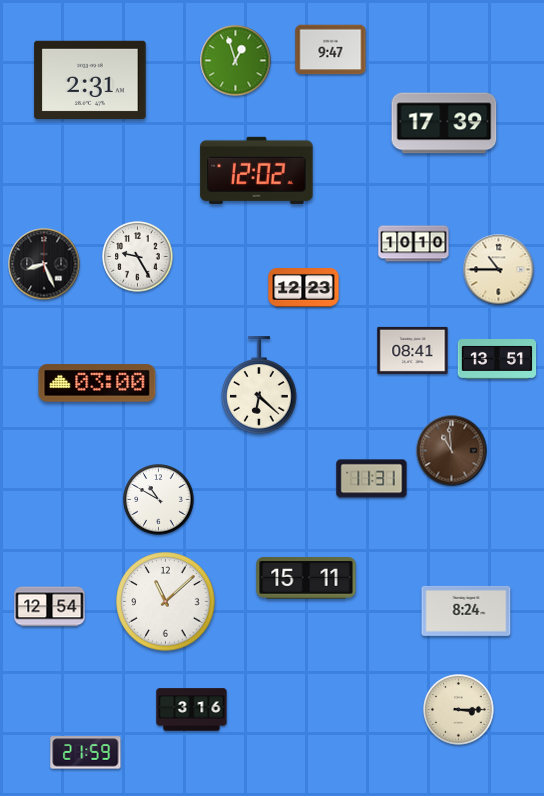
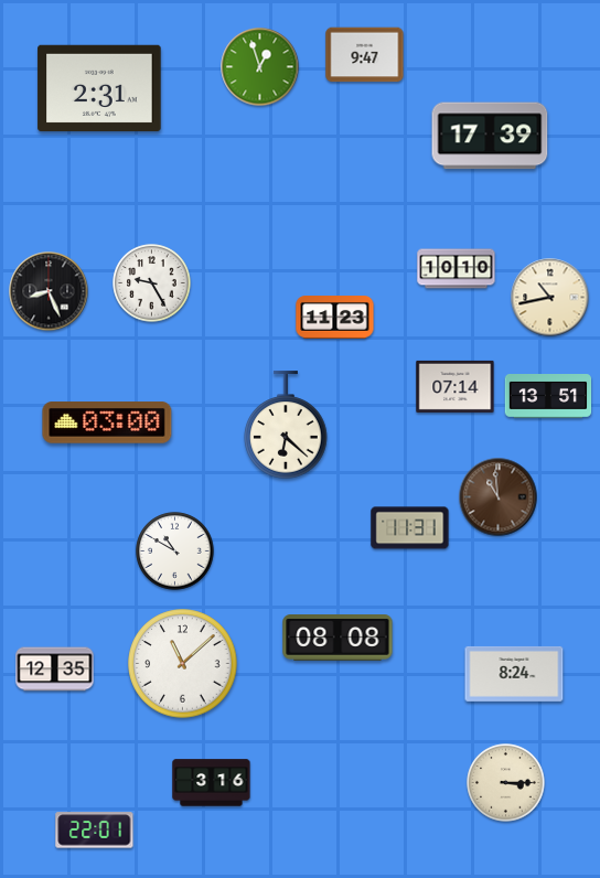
clock at (257, 170): 12:02 -> none
clock at (499, 270): 10:45 -> 10:43
clock at (304, 288): 12:23 -> 11:23
clock at (413, 350): 08:41 -> 07:14
clock at (306, 579): 15:11 -> 08:08
clock at (50, 607): 12:54 -> 12:35
clock at (86, 753): 21:59 -> 22:01
